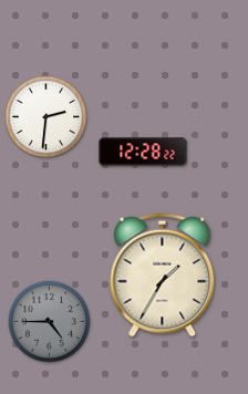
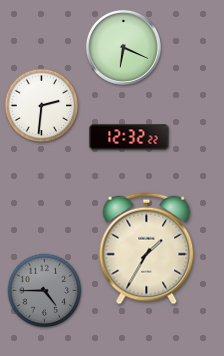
clock at (123, 47): none -> 6:19
clock at (143, 152): 12:28 -> 12:32
